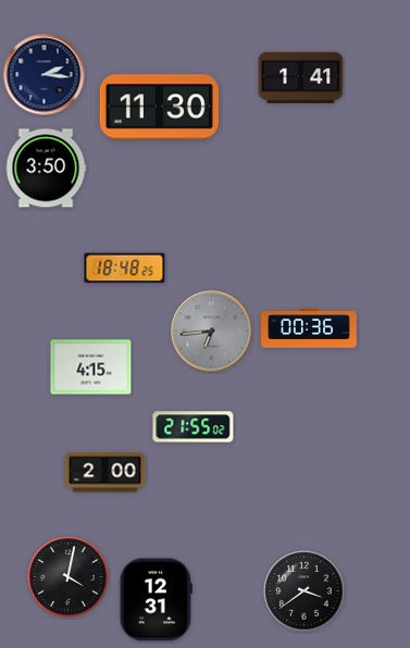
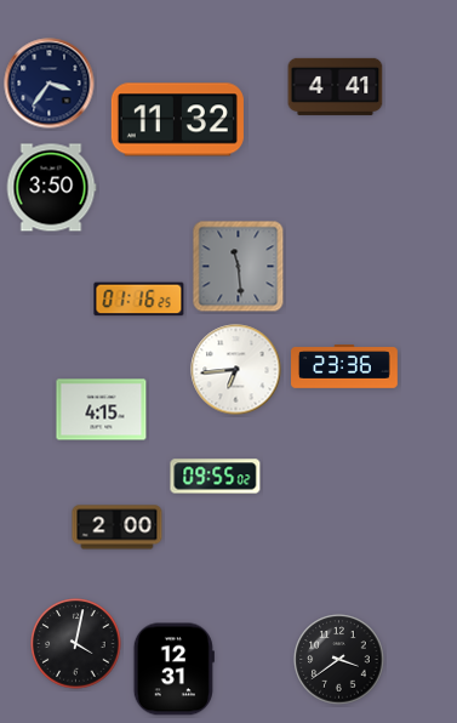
clock at (45, 75): 2:16 -> 3:36
clock at (301, 77): 1:41 -> 4:41
clock at (159, 108): 11:30 -> 11:32
clock at (239, 267): none -> 11:29
clock at (125, 269): 18:48 -> 01:16
clock at (310, 329): 00:36 -> 23:36
clock at (212, 332) dial: grey -> white
clock at (194, 427): 21:55 -> 09:55
